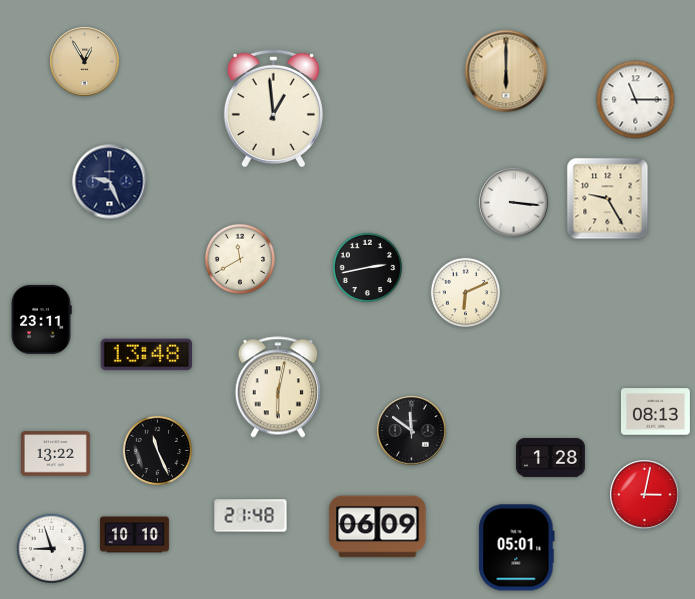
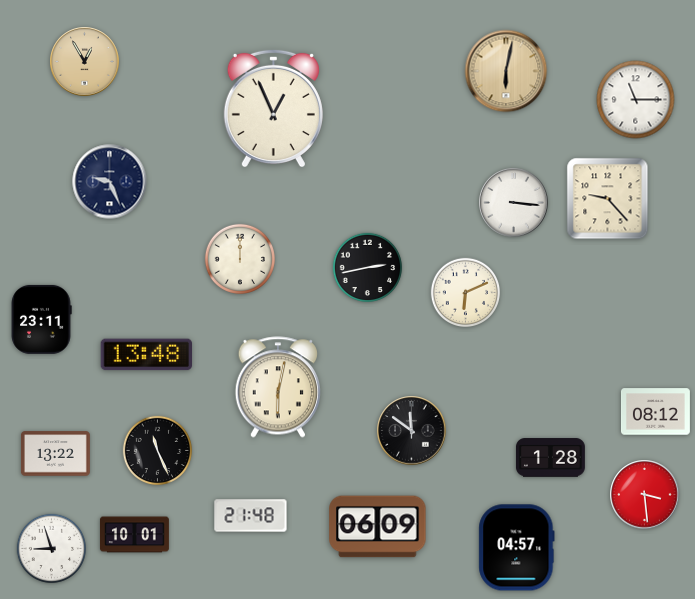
clock at (506, 71): 6:00 -> 6:02
clock at (273, 108): 12:59 -> 12:56
clock at (608, 199): 9:25 -> 9:23
clock at (240, 259): 11:40 -> 12:00
clock at (655, 412): 08:13 -> 08:12
clock at (645, 495): 3:02 -> 3:29
clock at (134, 535): 10:10 -> 10:01
clock at (517, 548): 05:01 -> 04:57
